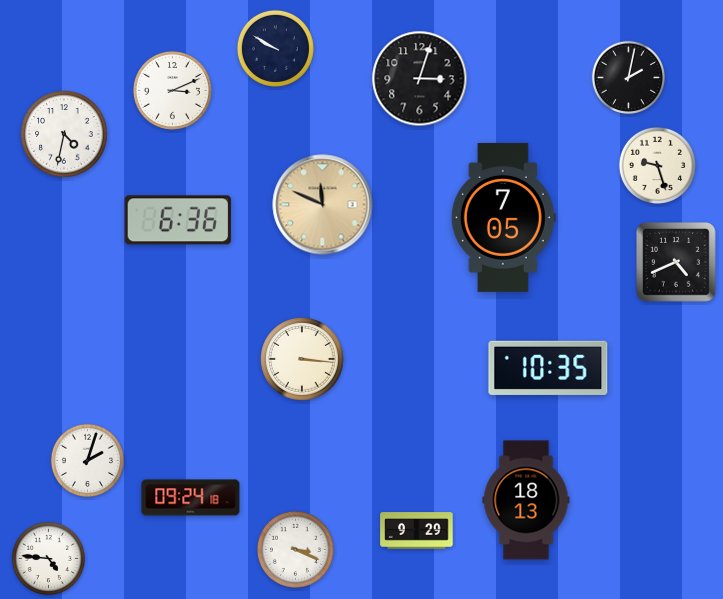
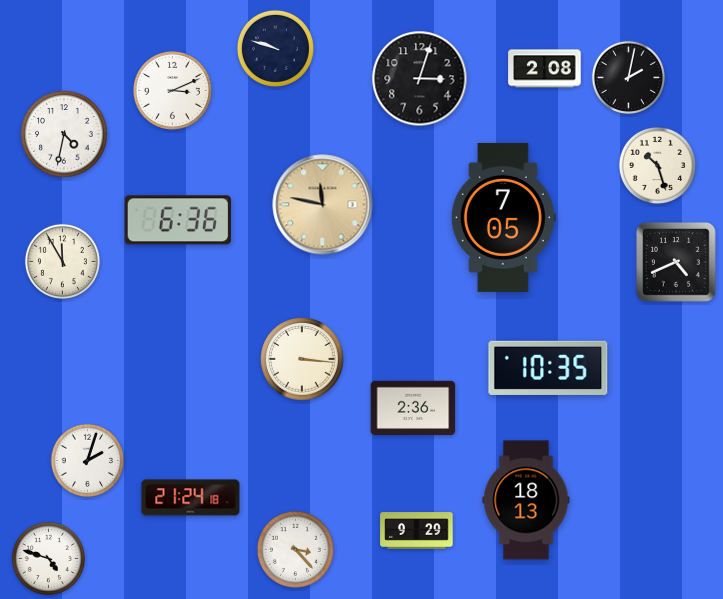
clock at (275, 48): 9:50 -> 9:48
clock at (545, 69): none -> 2:08
clock at (657, 165): 9:27 -> 10:27
clock at (323, 205): 11:49 -> 11:47
clock at (62, 261): none -> 11:55
clock at (413, 407): none -> 2:36
clock at (191, 498): 09:24 -> 21:24
clock at (295, 549): 3:19 -> 3:23
clock at (48, 558): 4:46 -> 4:48
